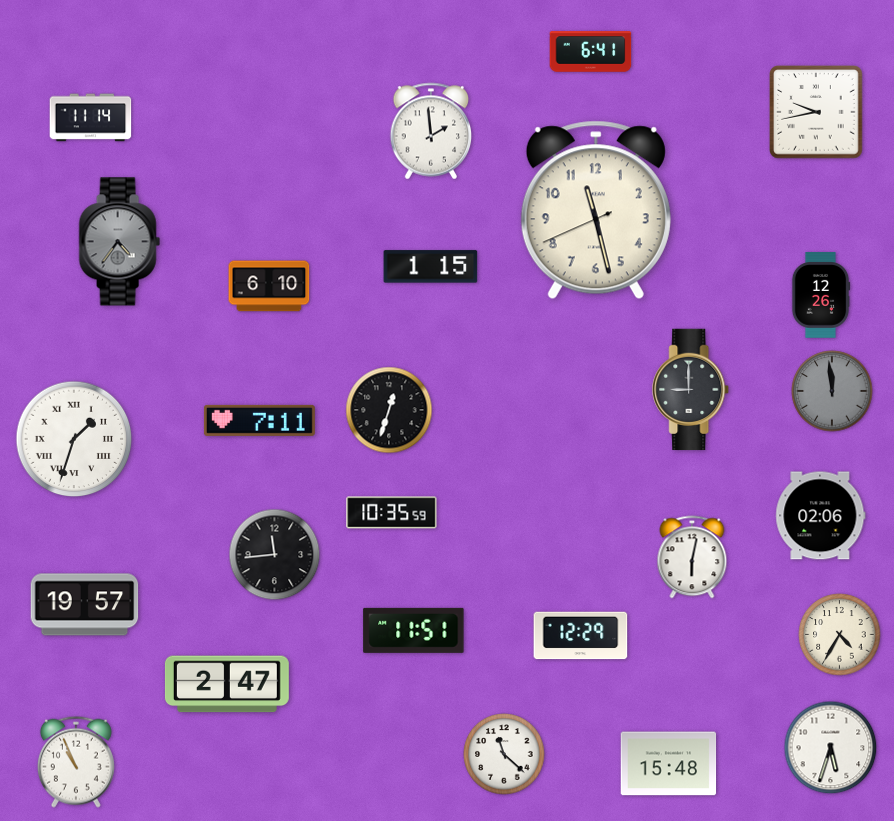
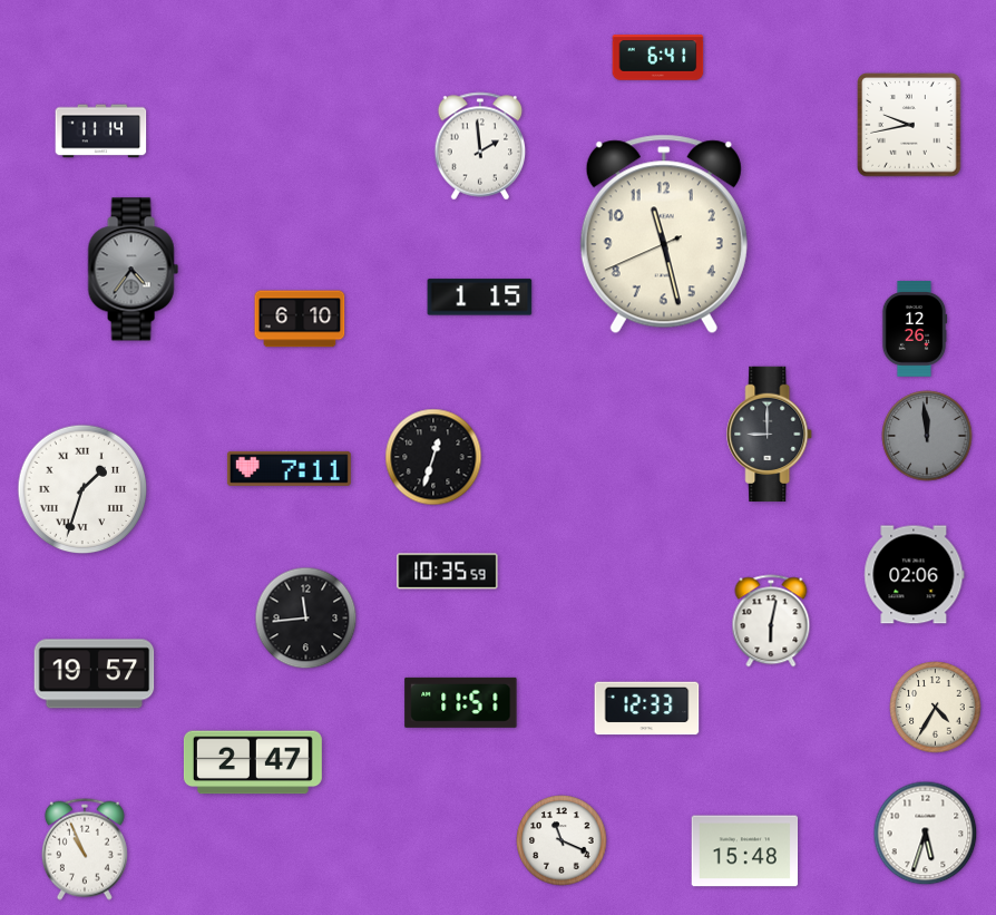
clock at (392, 513) position: (392, 513) -> (448, 572)
clock at (581, 636): 12:29 -> 12:33
clock at (504, 754): 11:22 -> 11:19
